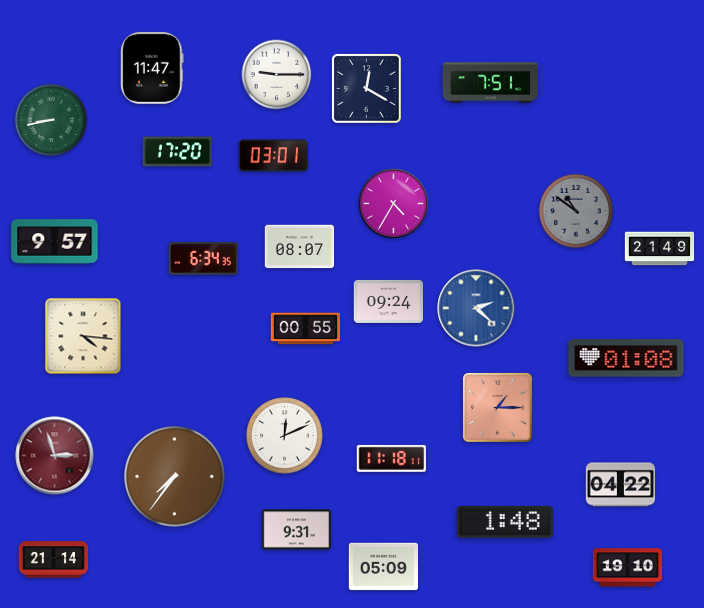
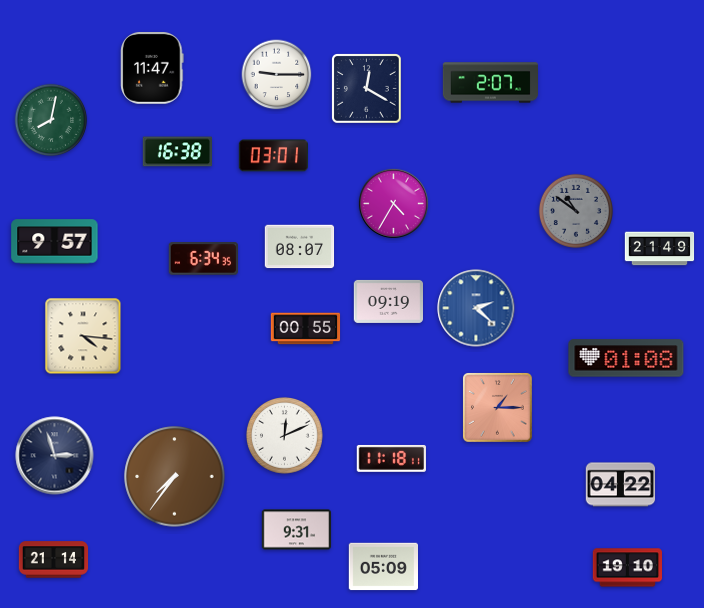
clock at (490, 83): 7:51 -> 2:07
clock at (51, 120): 8:43 -> 8:02
clock at (178, 152): 17:20 -> 16:38
clock at (388, 301): 09:24 -> 09:19
clock at (55, 456) dial: burgundy -> navy
clock at (505, 523): 1:48 -> none
